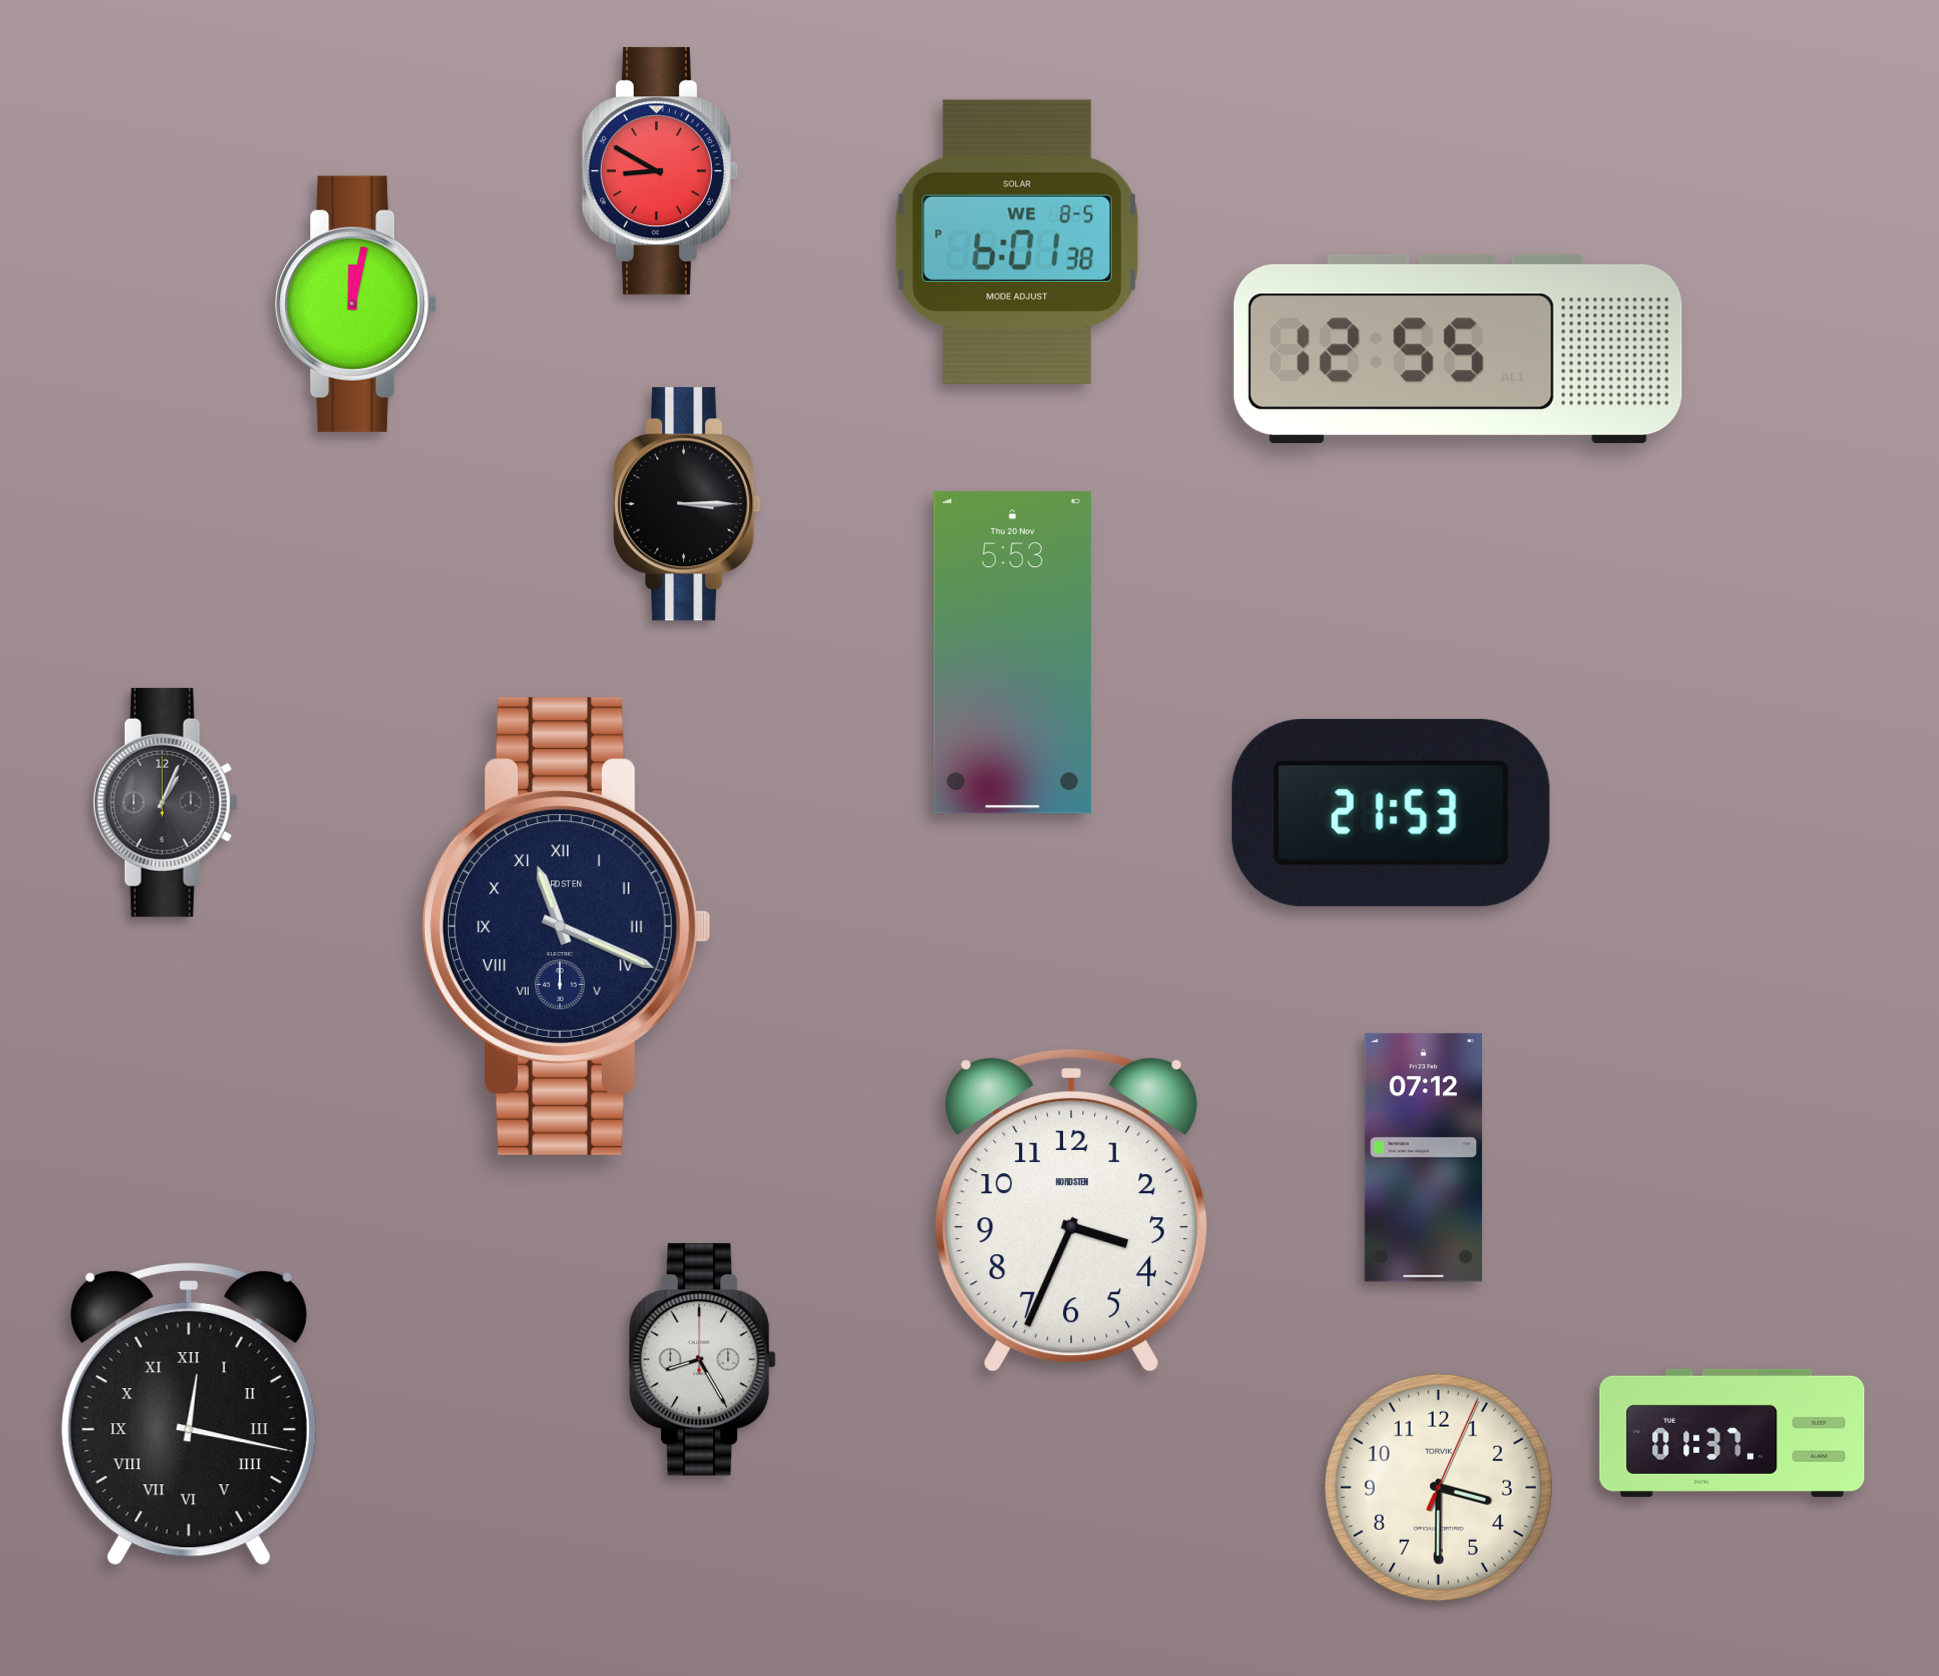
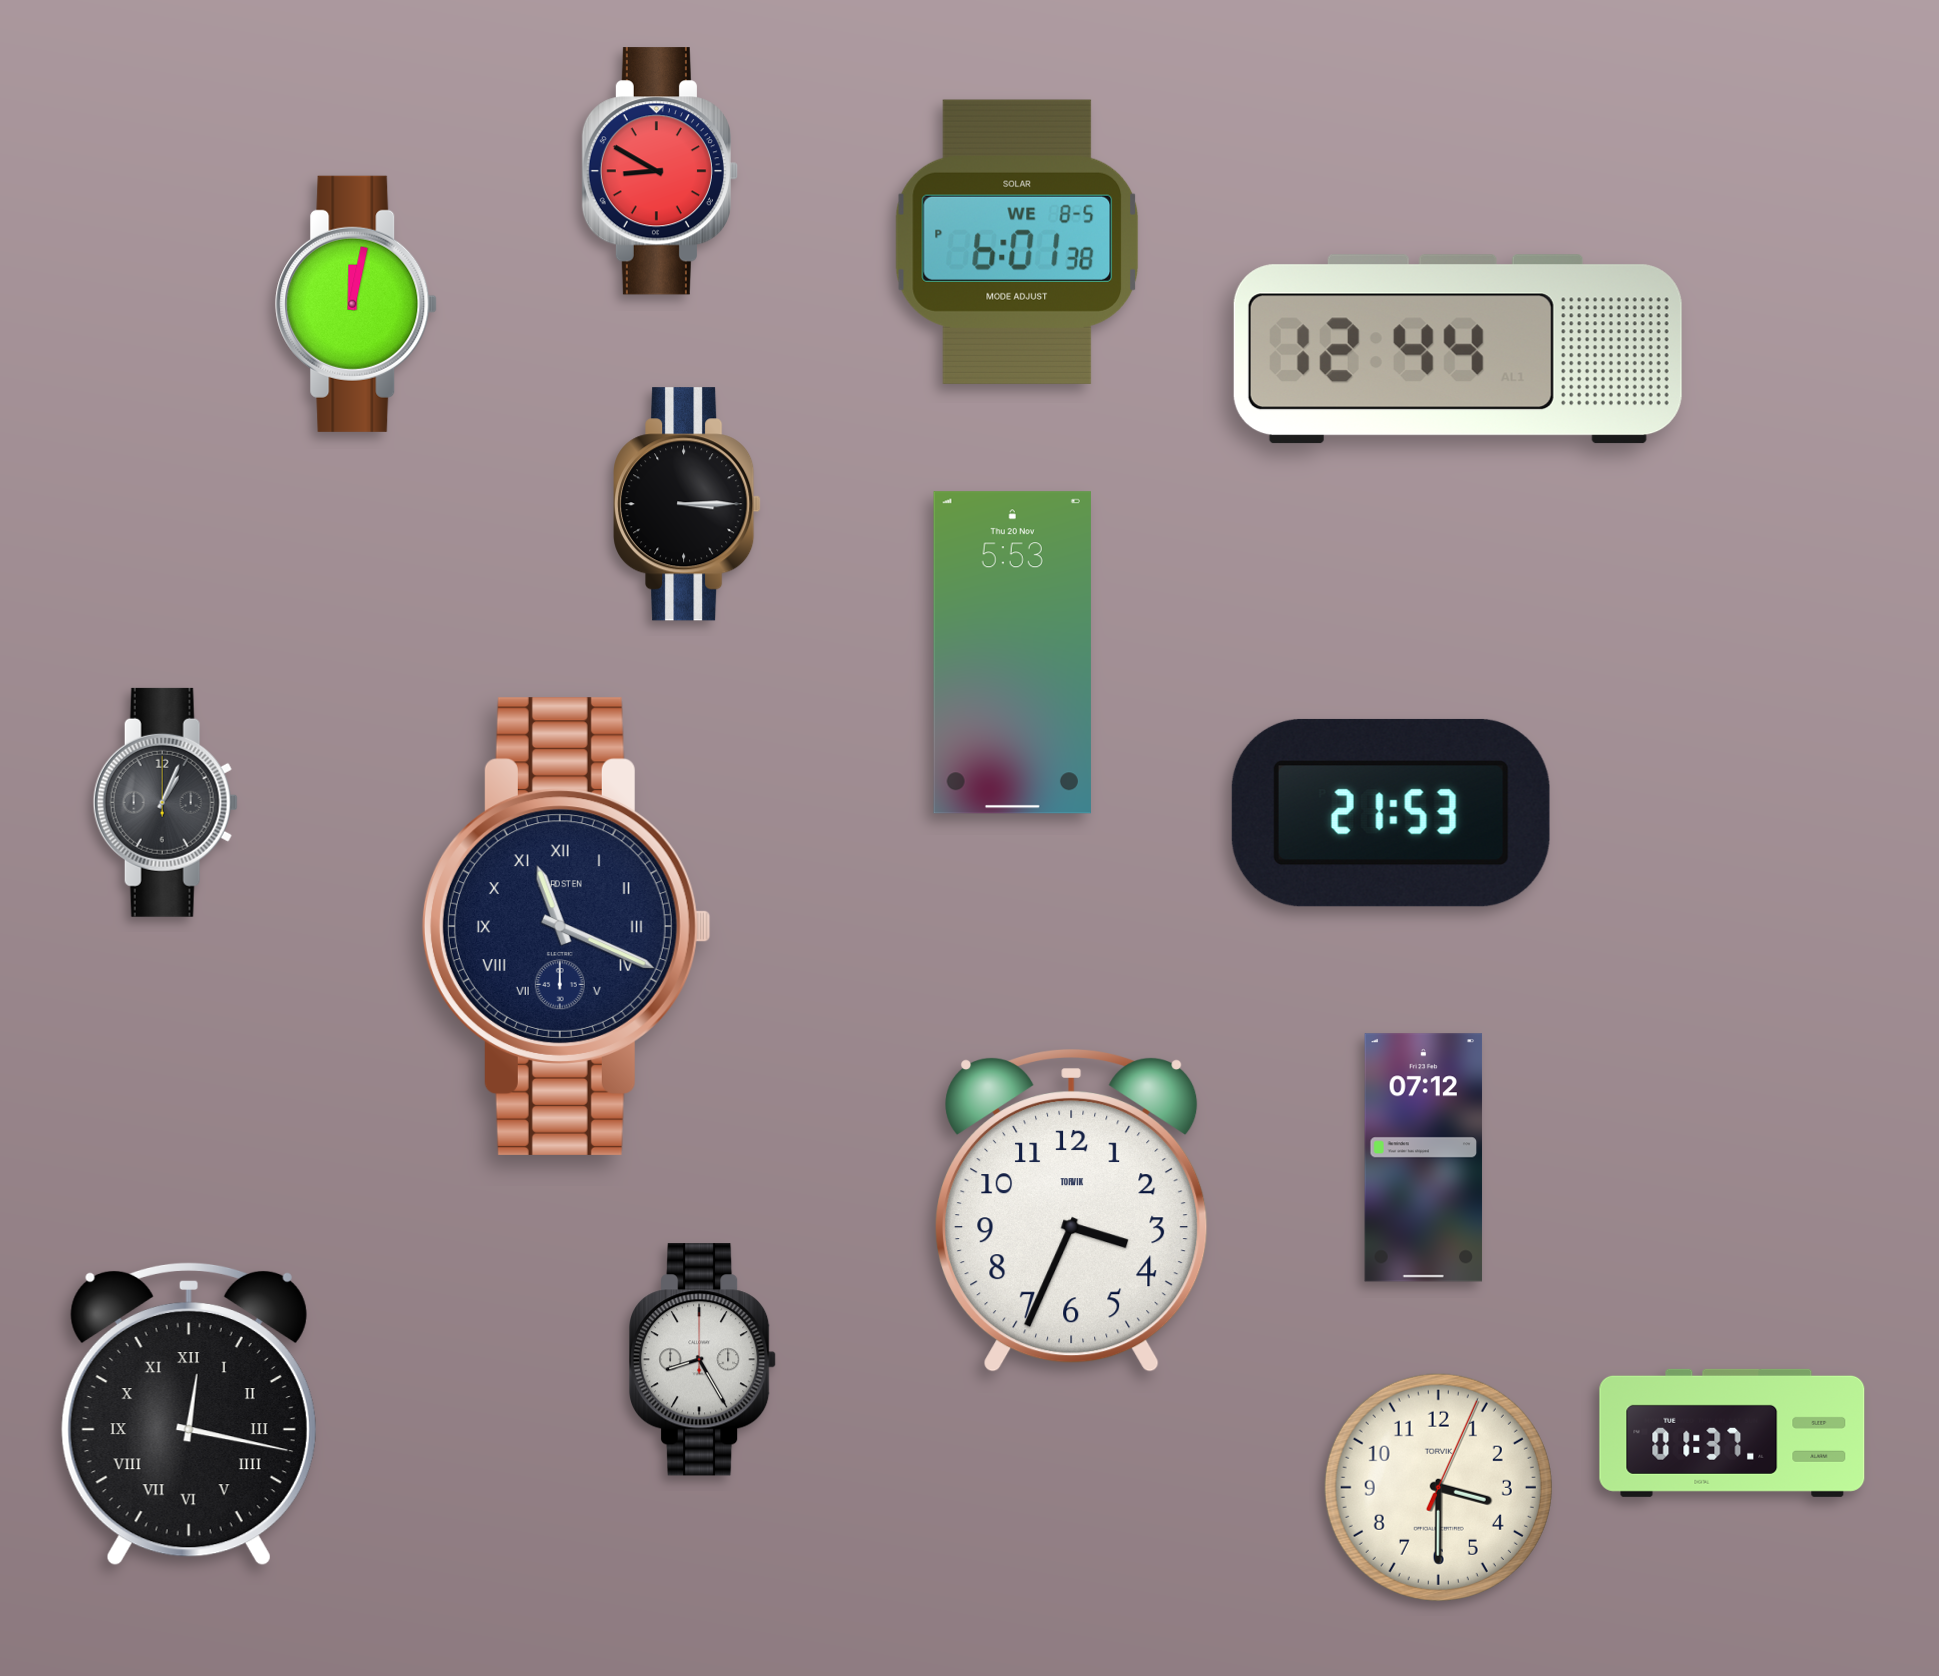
clock at (1458, 349): 12:55 -> 12:44
clock at (1072, 1211) brand: NORDSTEN -> TORVIK
